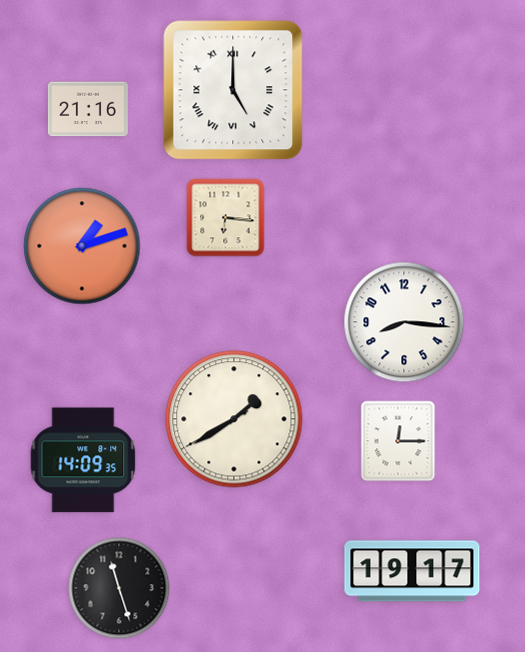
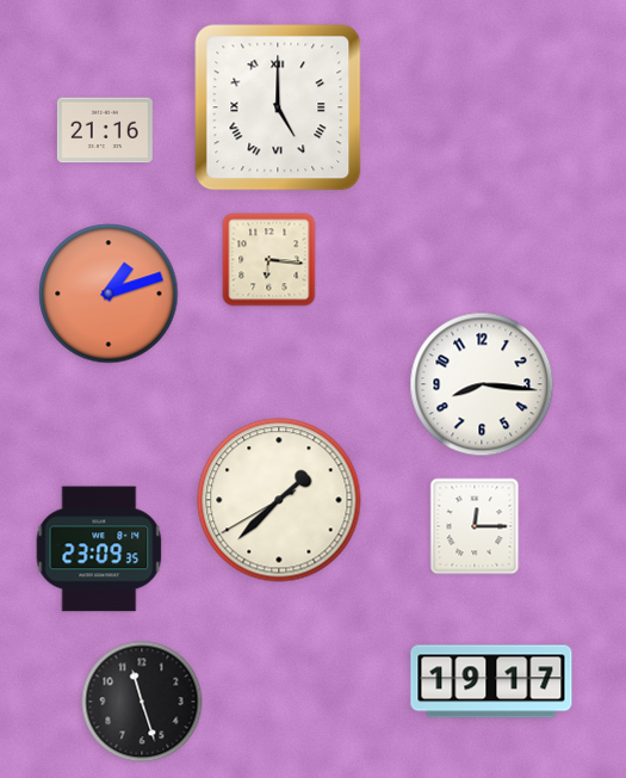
clock at (82, 246) position: (82, 246) -> (109, 294)
clock at (234, 419): 1:39 -> 1:37
clock at (83, 460): 14:09 -> 23:09
